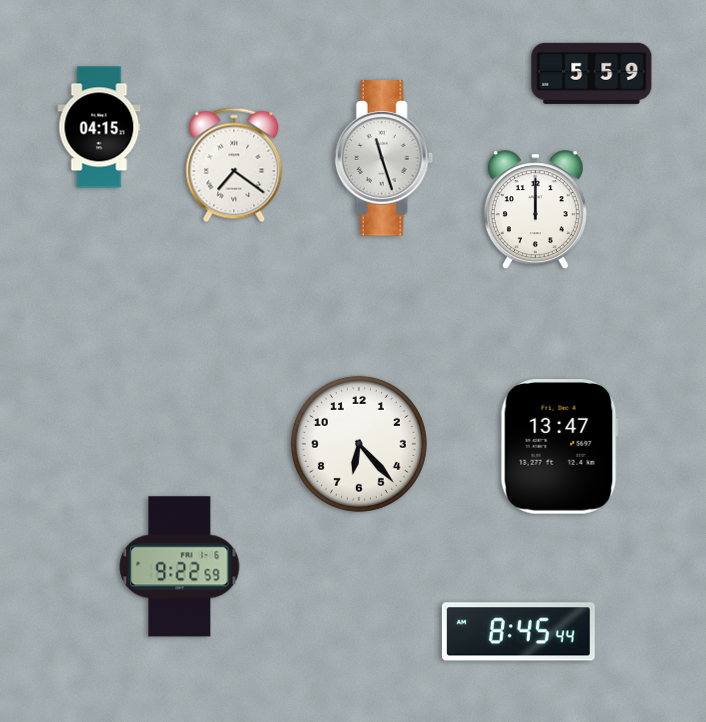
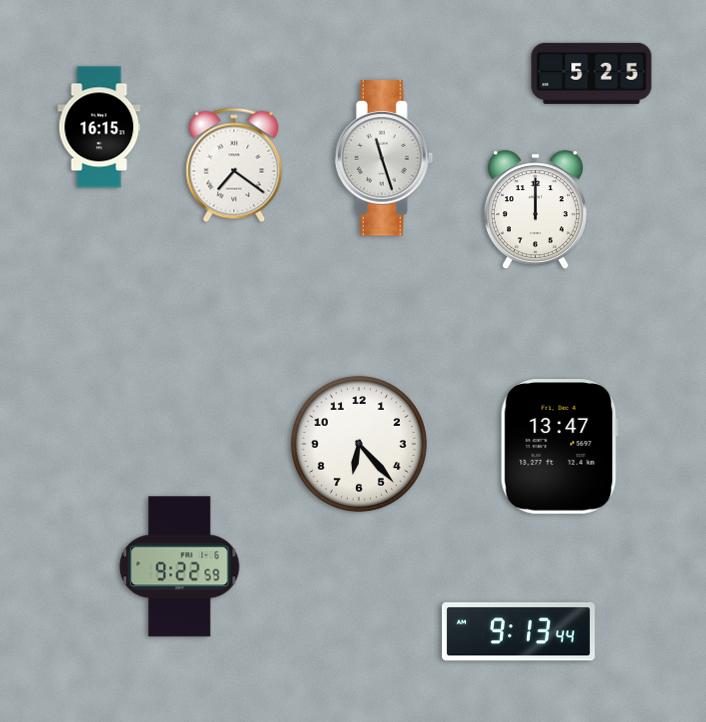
clock at (592, 73): 5:59 -> 5:25
clock at (99, 127): 04:15 -> 16:15
clock at (518, 632): 8:45 -> 9:13
